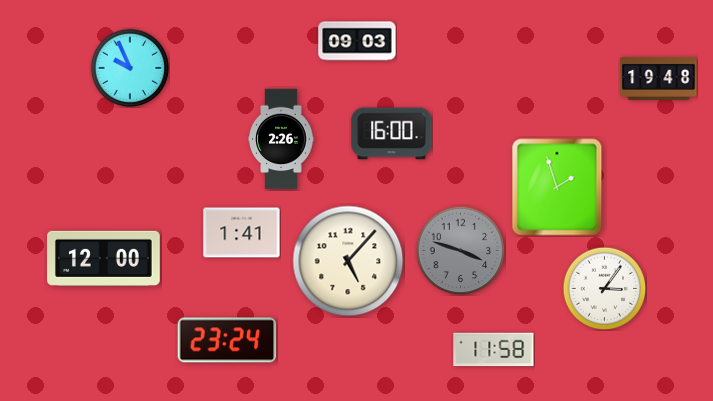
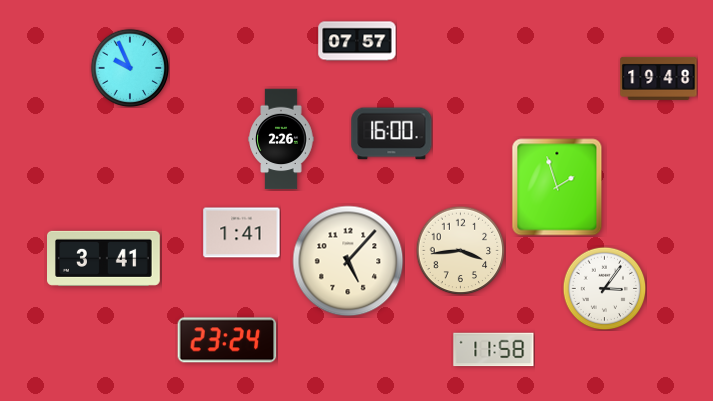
clock at (357, 41): 09:03 -> 07:57
clock at (460, 250): 3:48 -> 3:44
clock at (460, 250) dial: grey -> cream
clock at (104, 258): 12:00 -> 3:41
